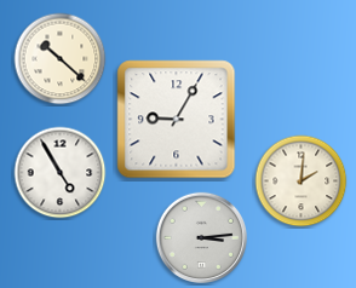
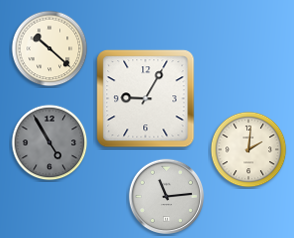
clock at (61, 173) dial: white -> grey
clock at (201, 237): 3:14 -> 11:14
